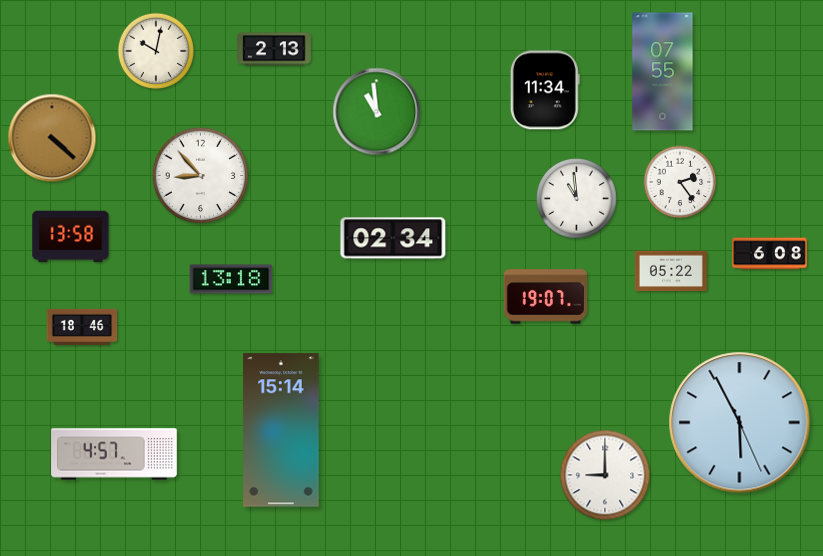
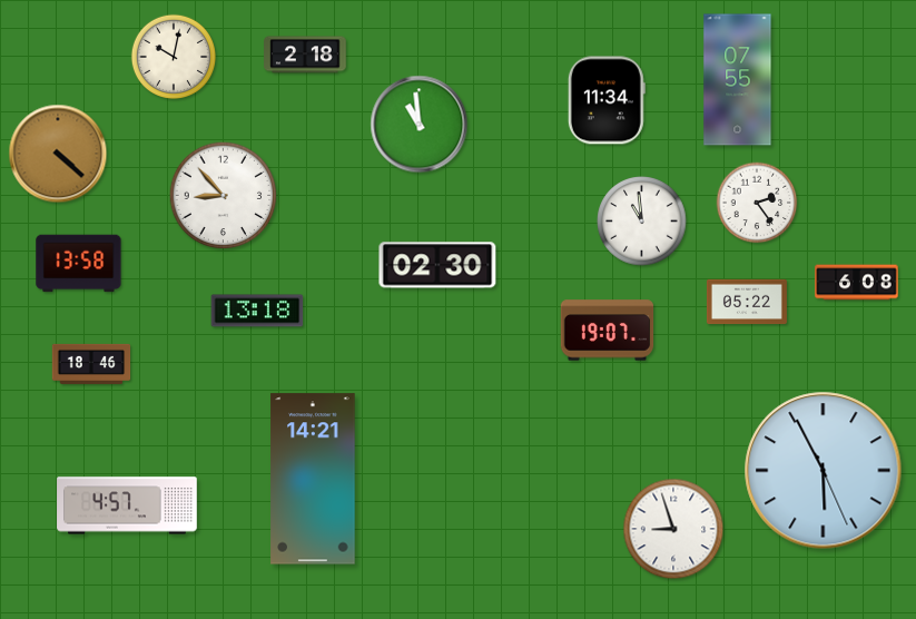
clock at (274, 49): 2:13 -> 2:18
clock at (393, 238): 02:34 -> 02:30
clock at (281, 430): 15:14 -> 14:21
clock at (605, 475): 9:00 -> 8:57
